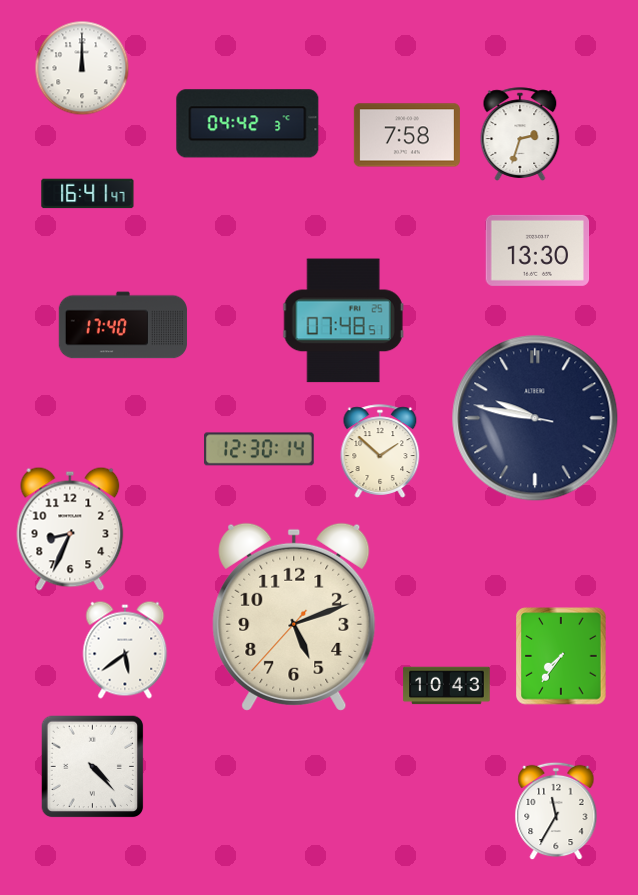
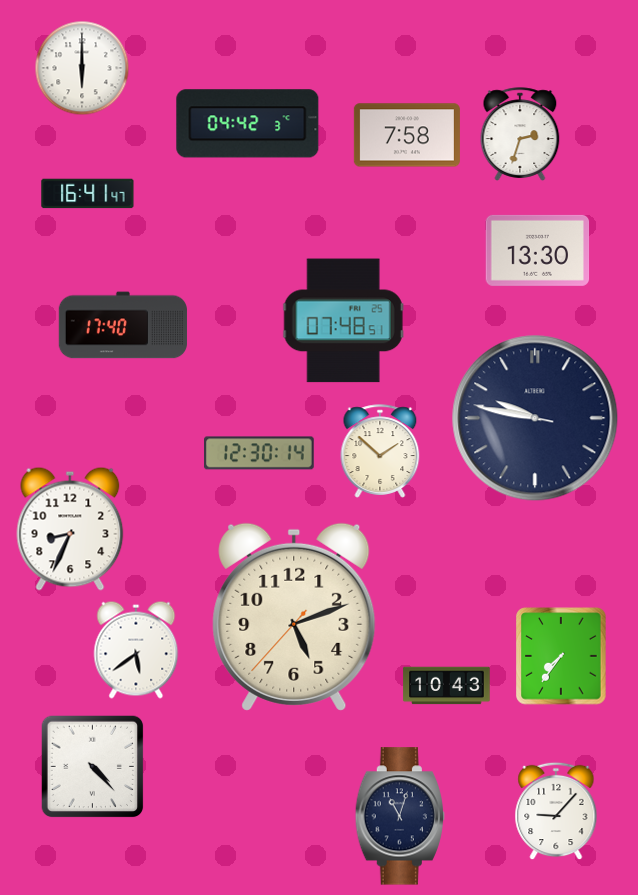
clock at (82, 68): 12:00 -> 6:00
clock at (260, 449) position: (260, 449) -> (260, 453)
clock at (125, 650) position: (125, 650) -> (136, 650)
clock at (556, 811): 11:35 -> 9:07
clock at (400, 816): none -> 11:03
